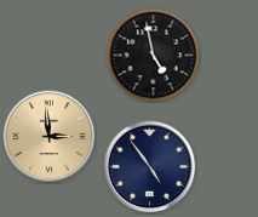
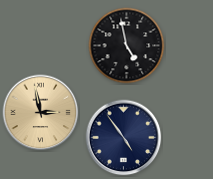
clock at (50, 137): 2:59 -> 2:58
